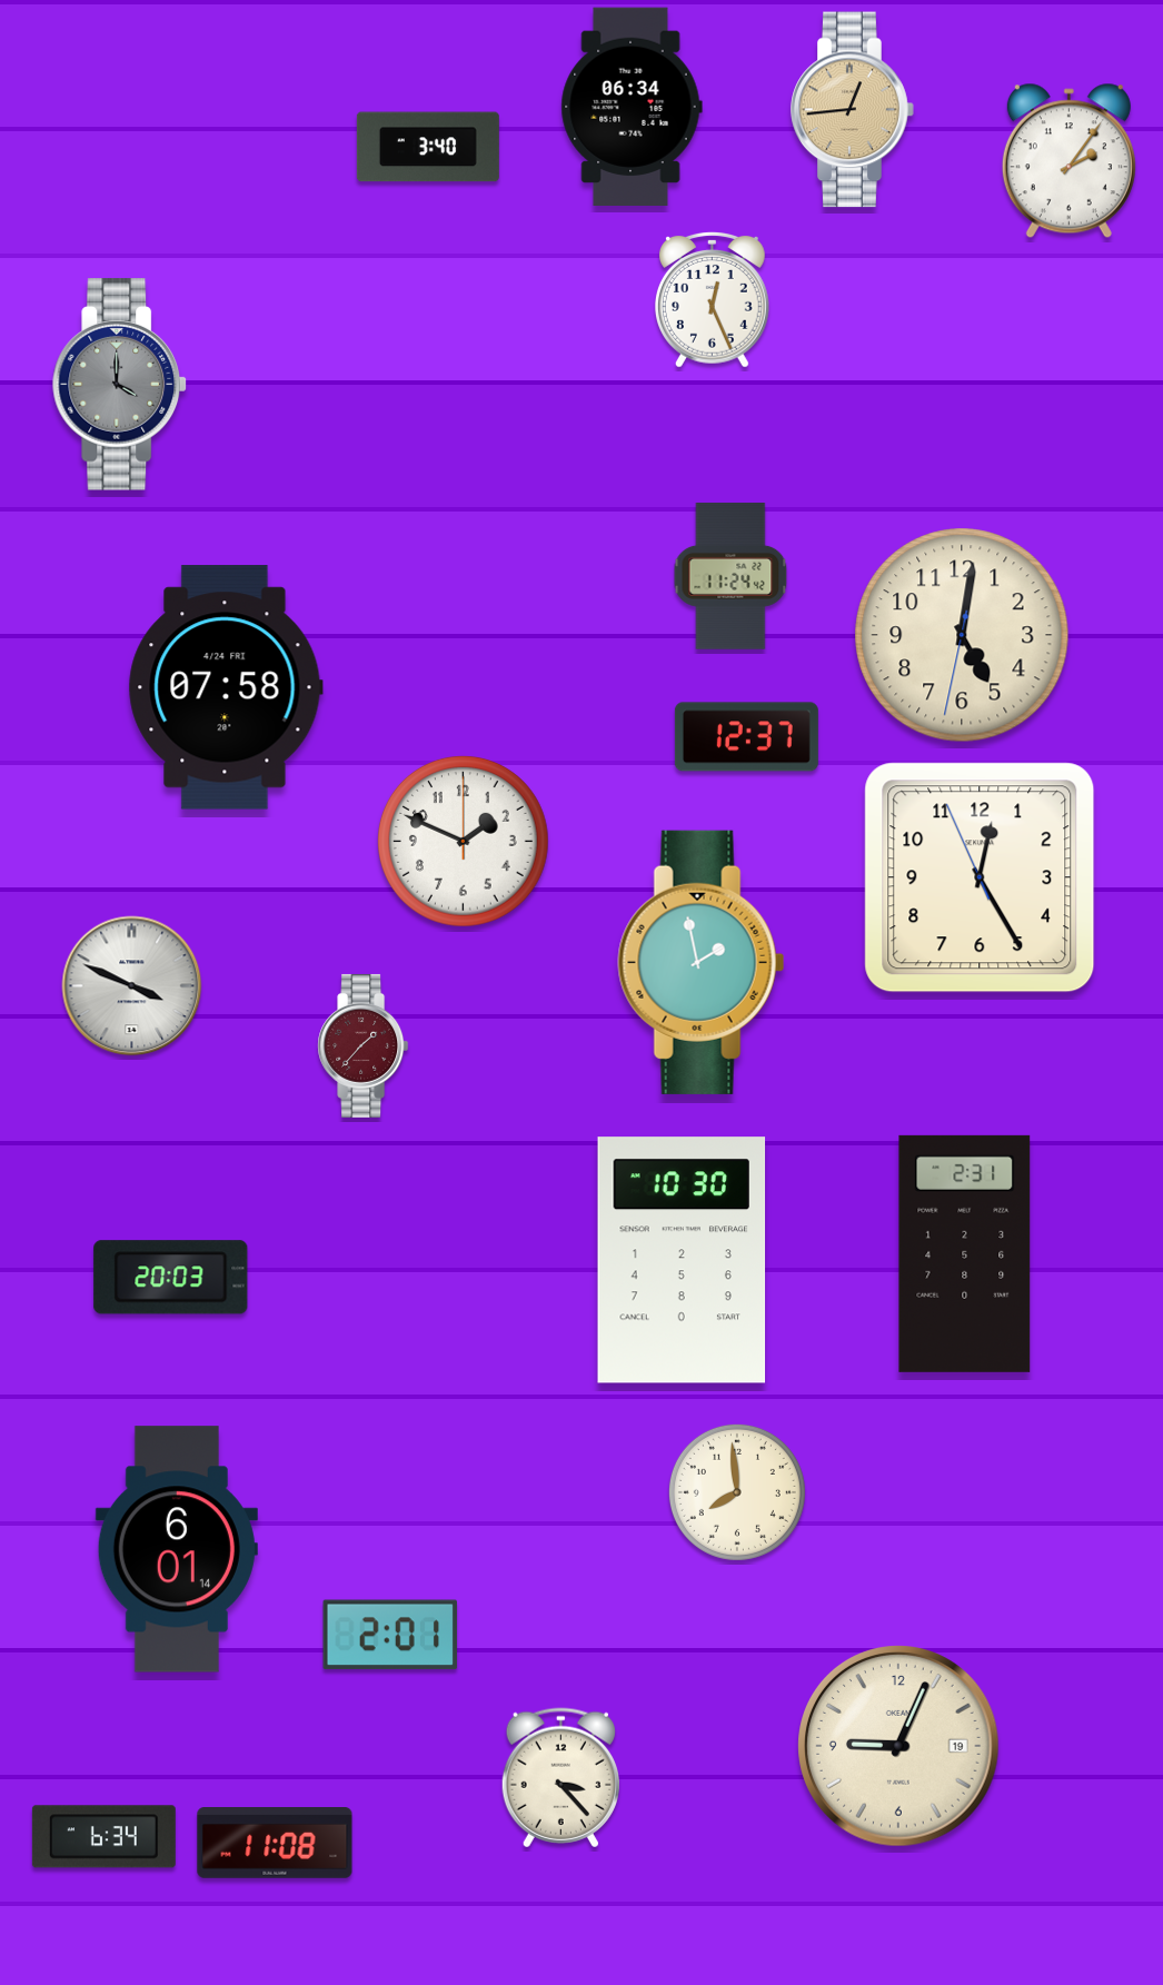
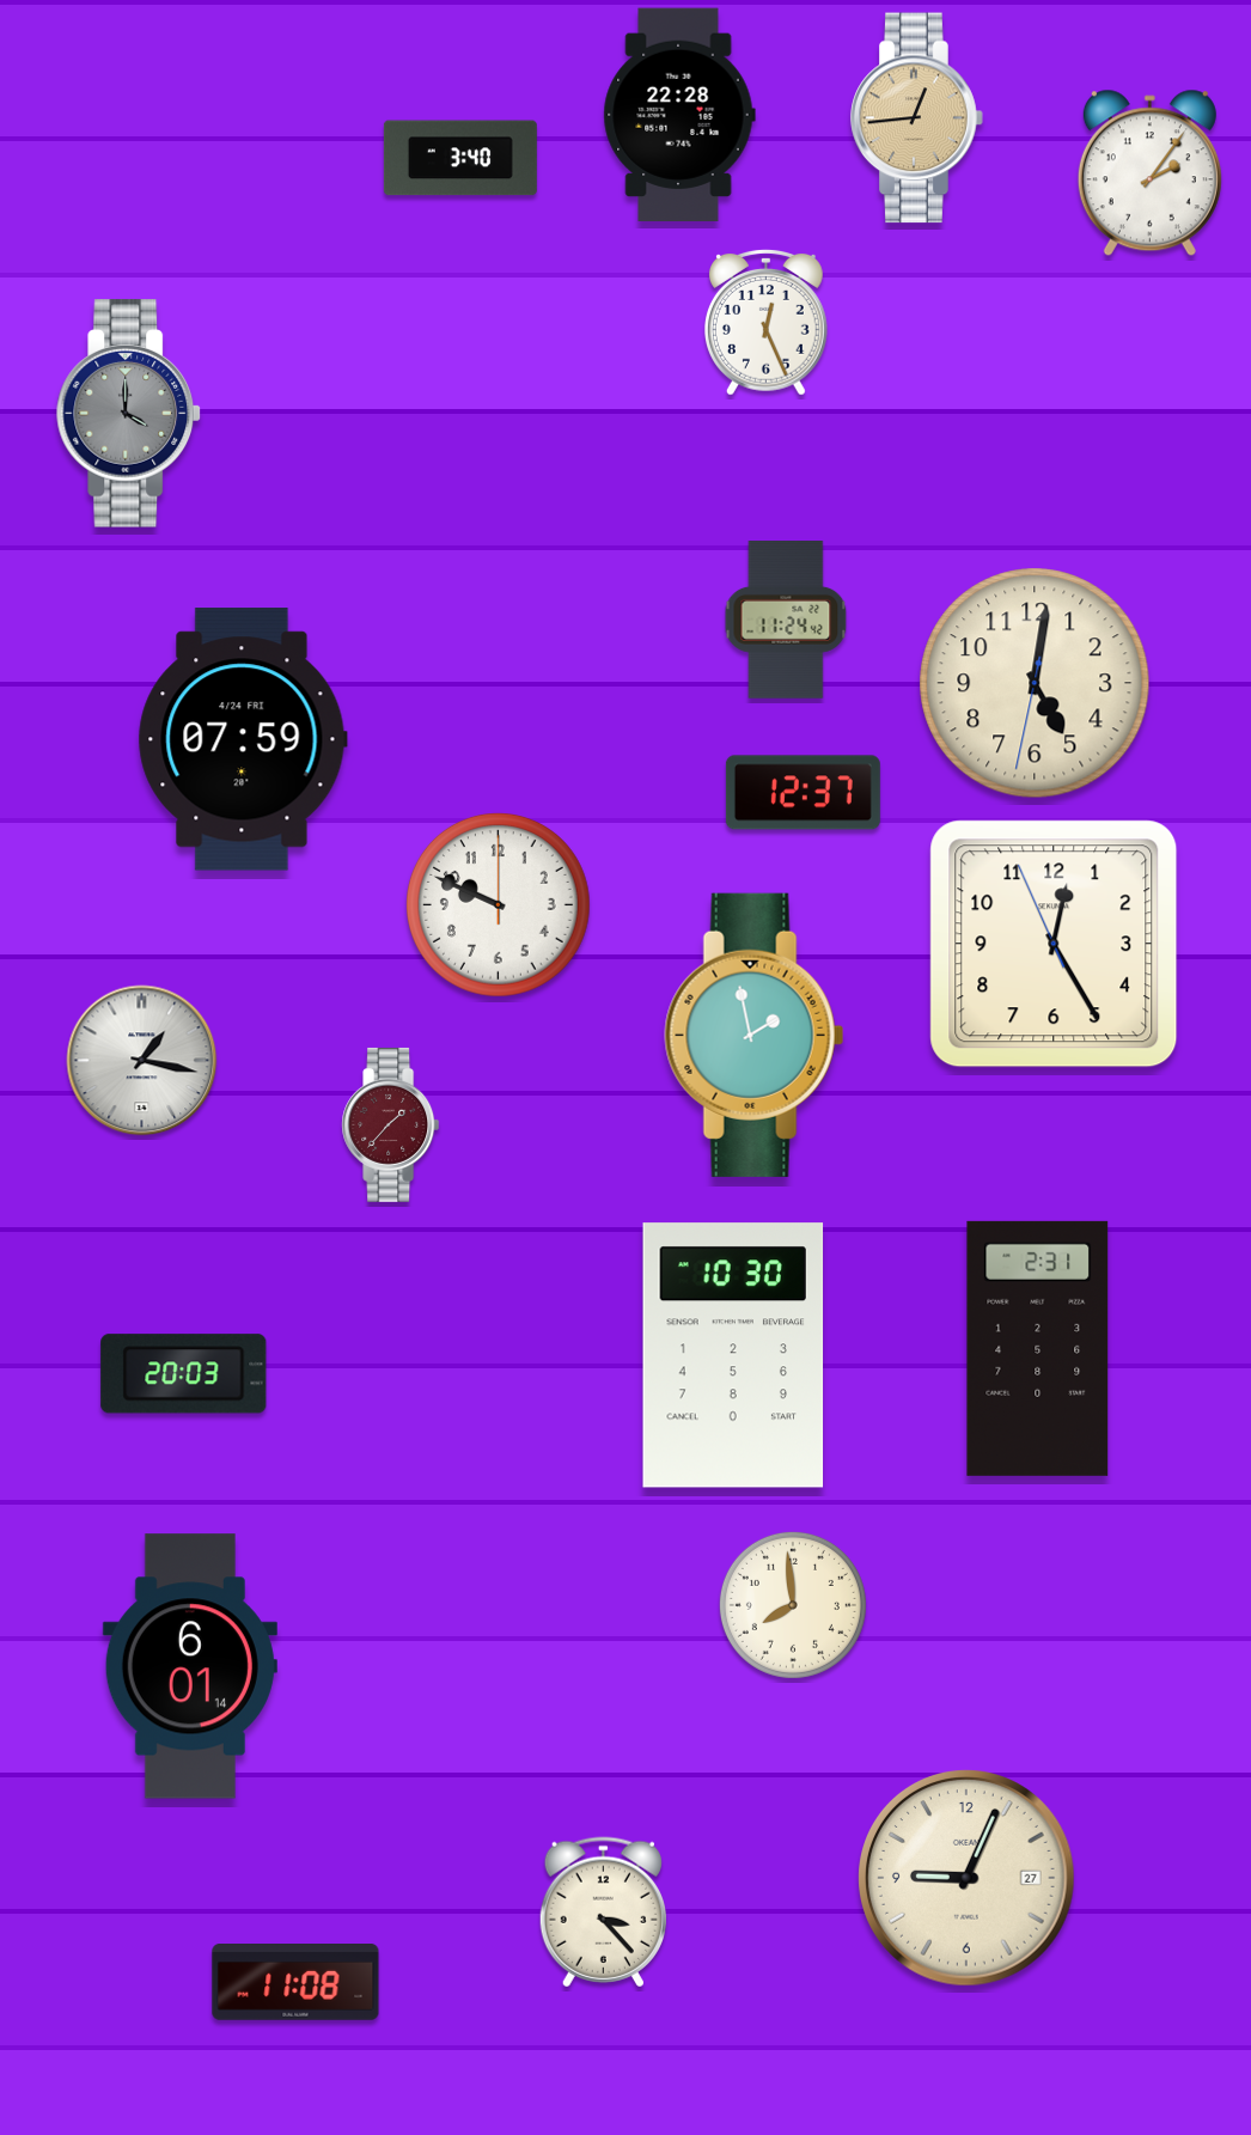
clock at (632, 107): 06:34 -> 22:28
clock at (226, 687): 07:58 -> 07:59
clock at (464, 842): 1:49 -> 9:49
clock at (132, 986): 3:49 -> 1:17
clock at (390, 1635): 2:01 -> none
clock at (898, 1746) date: 19 -> 27
clock at (103, 1837): 6:34 -> none
